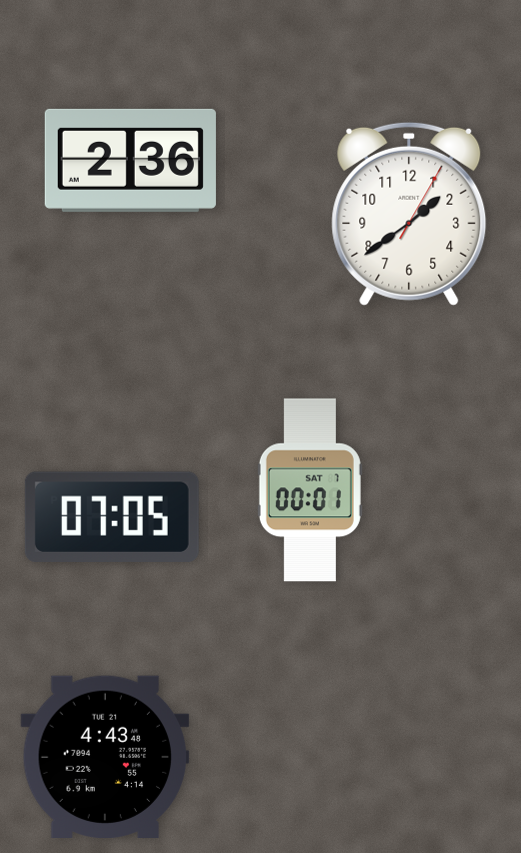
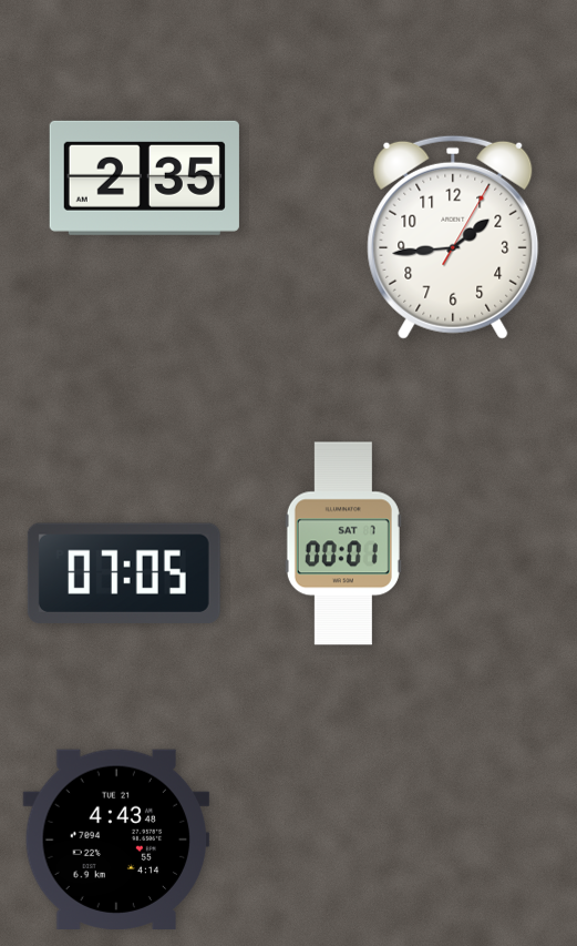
clock at (130, 160): 2:36 -> 2:35
clock at (409, 214): 1:39 -> 1:44
